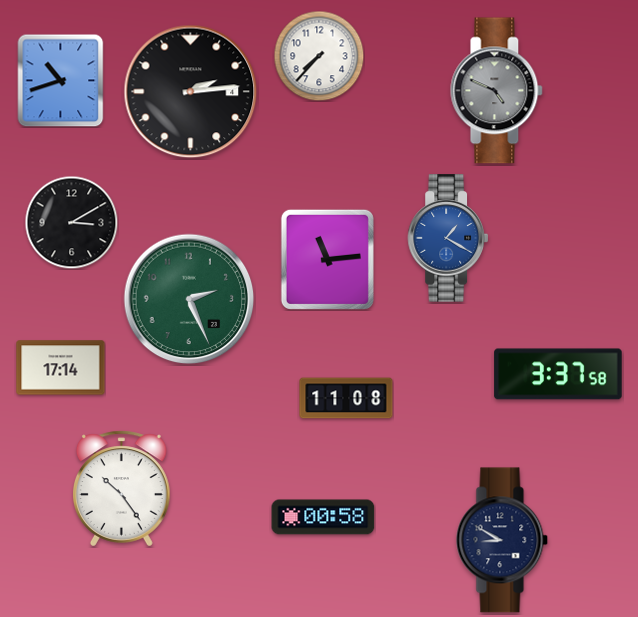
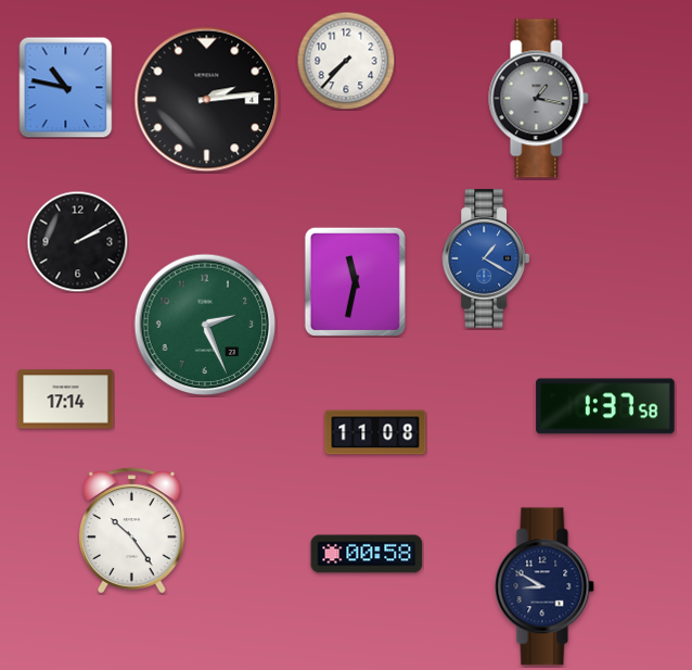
clock at (61, 80): 10:42 -> 10:47
clock at (497, 91): 4:49 -> 1:17
clock at (71, 222): 3:10 -> 2:10
clock at (327, 259): 11:14 -> 11:32
clock at (558, 374): 3:37 -> 1:37
clock at (323, 517) position: (323, 517) -> (367, 554)
